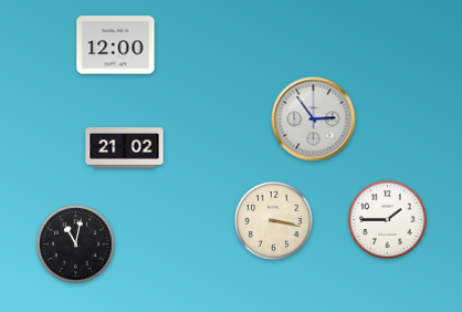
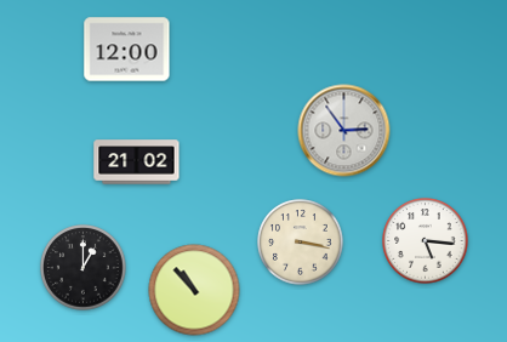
clock at (388, 220): 1:45 -> 5:16
clock at (76, 245): 11:02 -> 1:00
clock at (194, 290): none -> 10:53
